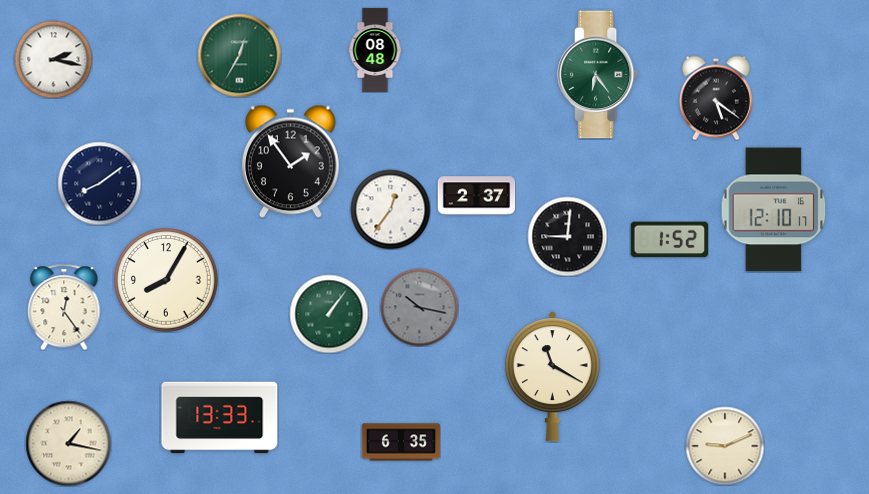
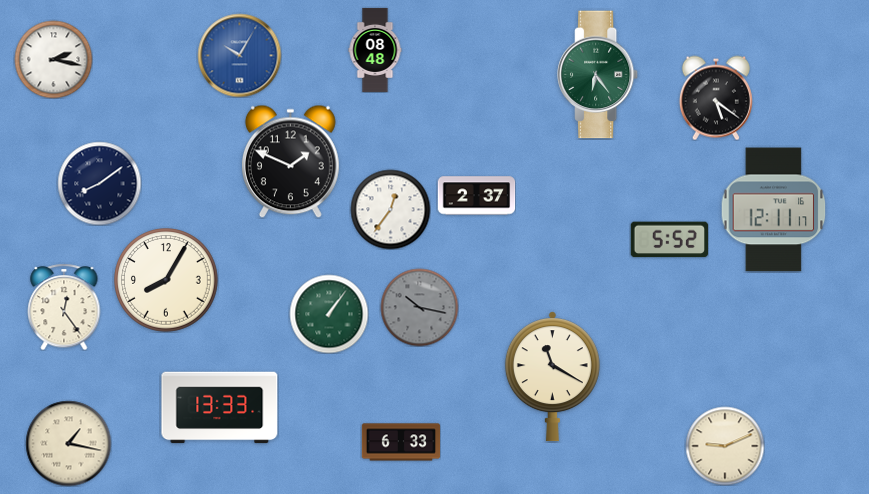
clock at (239, 55): 12:35 -> 10:05
clock at (239, 55) dial: green -> blue
clock at (290, 161): 1:54 -> 1:49
clock at (774, 210): 12:10 -> 12:11
clock at (567, 236): 9:01 -> none
clock at (669, 240): 1:52 -> 5:52
clock at (220, 418) position: (220, 418) -> (220, 408)
clock at (401, 442): 6:35 -> 6:33
